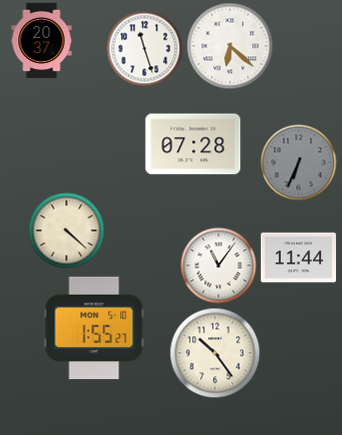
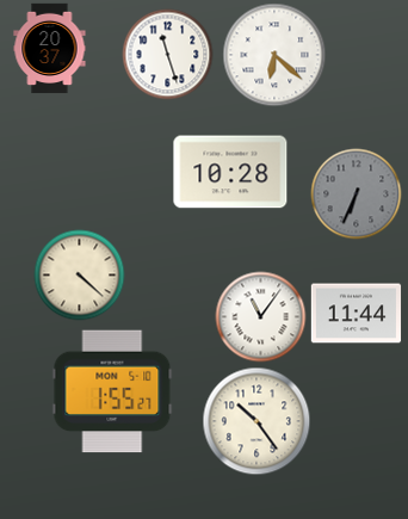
clock at (145, 49) position: (145, 49) -> (168, 55)
clock at (193, 144): 07:28 -> 10:28
clock at (299, 258) position: (299, 258) -> (357, 314)
